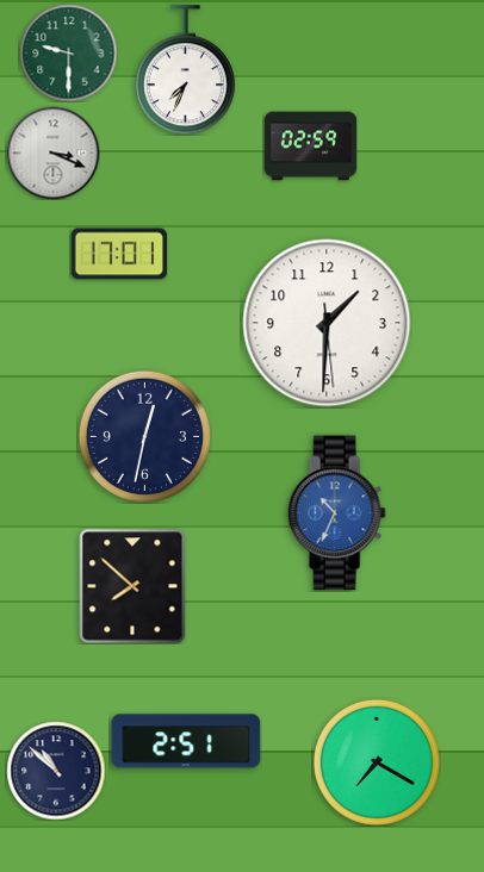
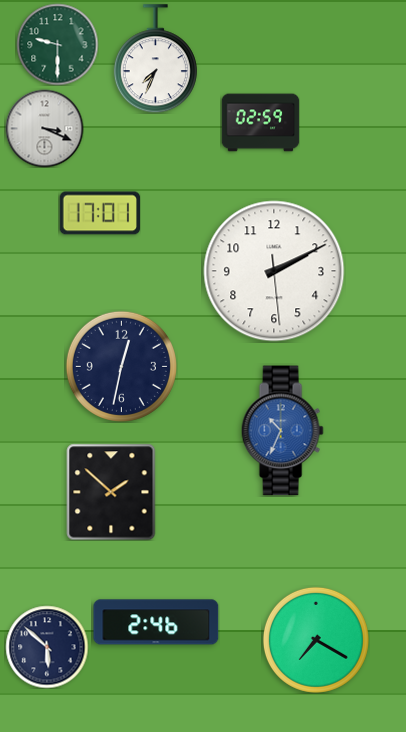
clock at (327, 323): 1:30 -> 2:10
clock at (132, 586): 7:52 -> 1:52
clock at (186, 741): 2:51 -> 2:46
clock at (56, 771): 10:52 -> 5:52
